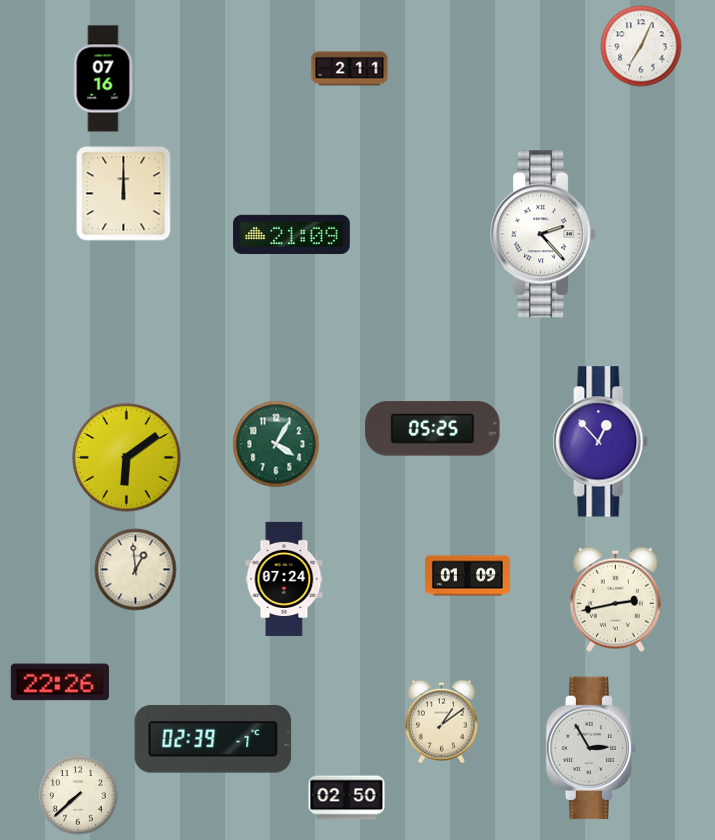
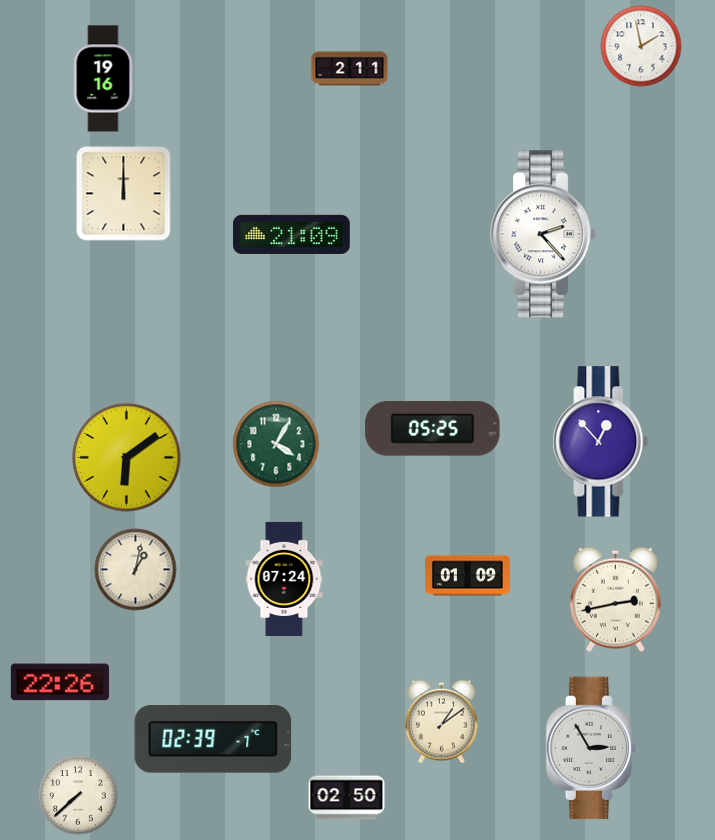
clock at (641, 46): 7:04 -> 1:58
clock at (103, 79): 07:16 -> 19:16
clock at (136, 570): 12:59 -> 1:02
